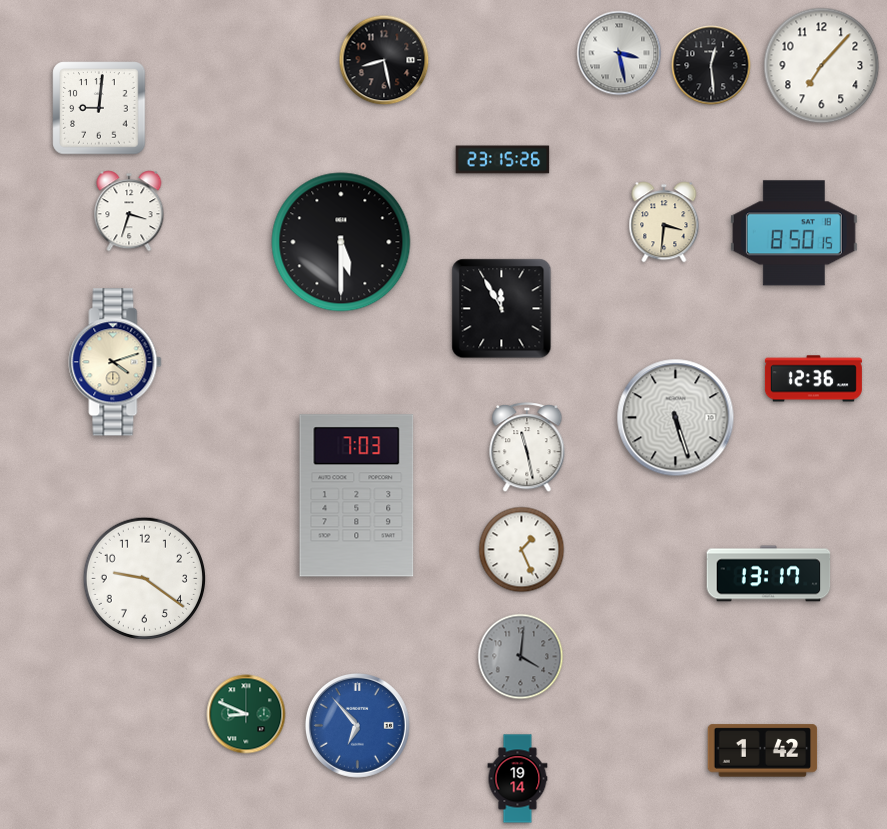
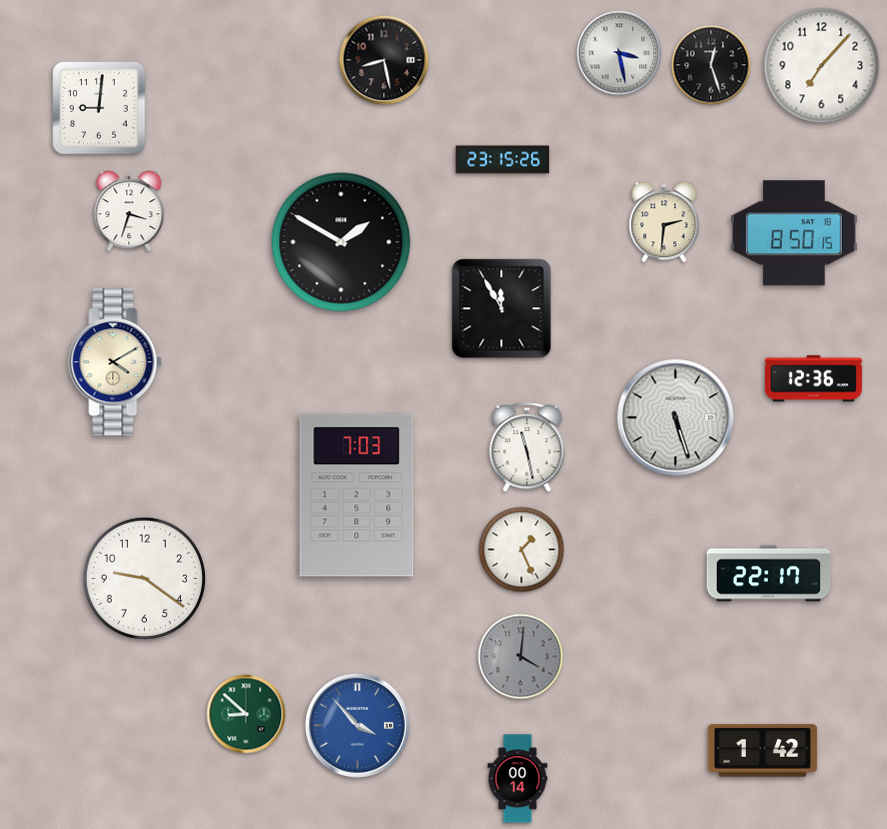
clock at (711, 65): 12:29 -> 12:27
clock at (664, 222): 3:31 -> 2:31
clock at (341, 242): 5:30 -> 1:50
clock at (115, 362): 4:12 -> 4:10
clock at (769, 574): 13:17 -> 22:17
clock at (246, 714): 8:49 -> 8:52
clock at (357, 725): 6:53 -> 3:53
clock at (518, 779): 19:14 -> 00:14
